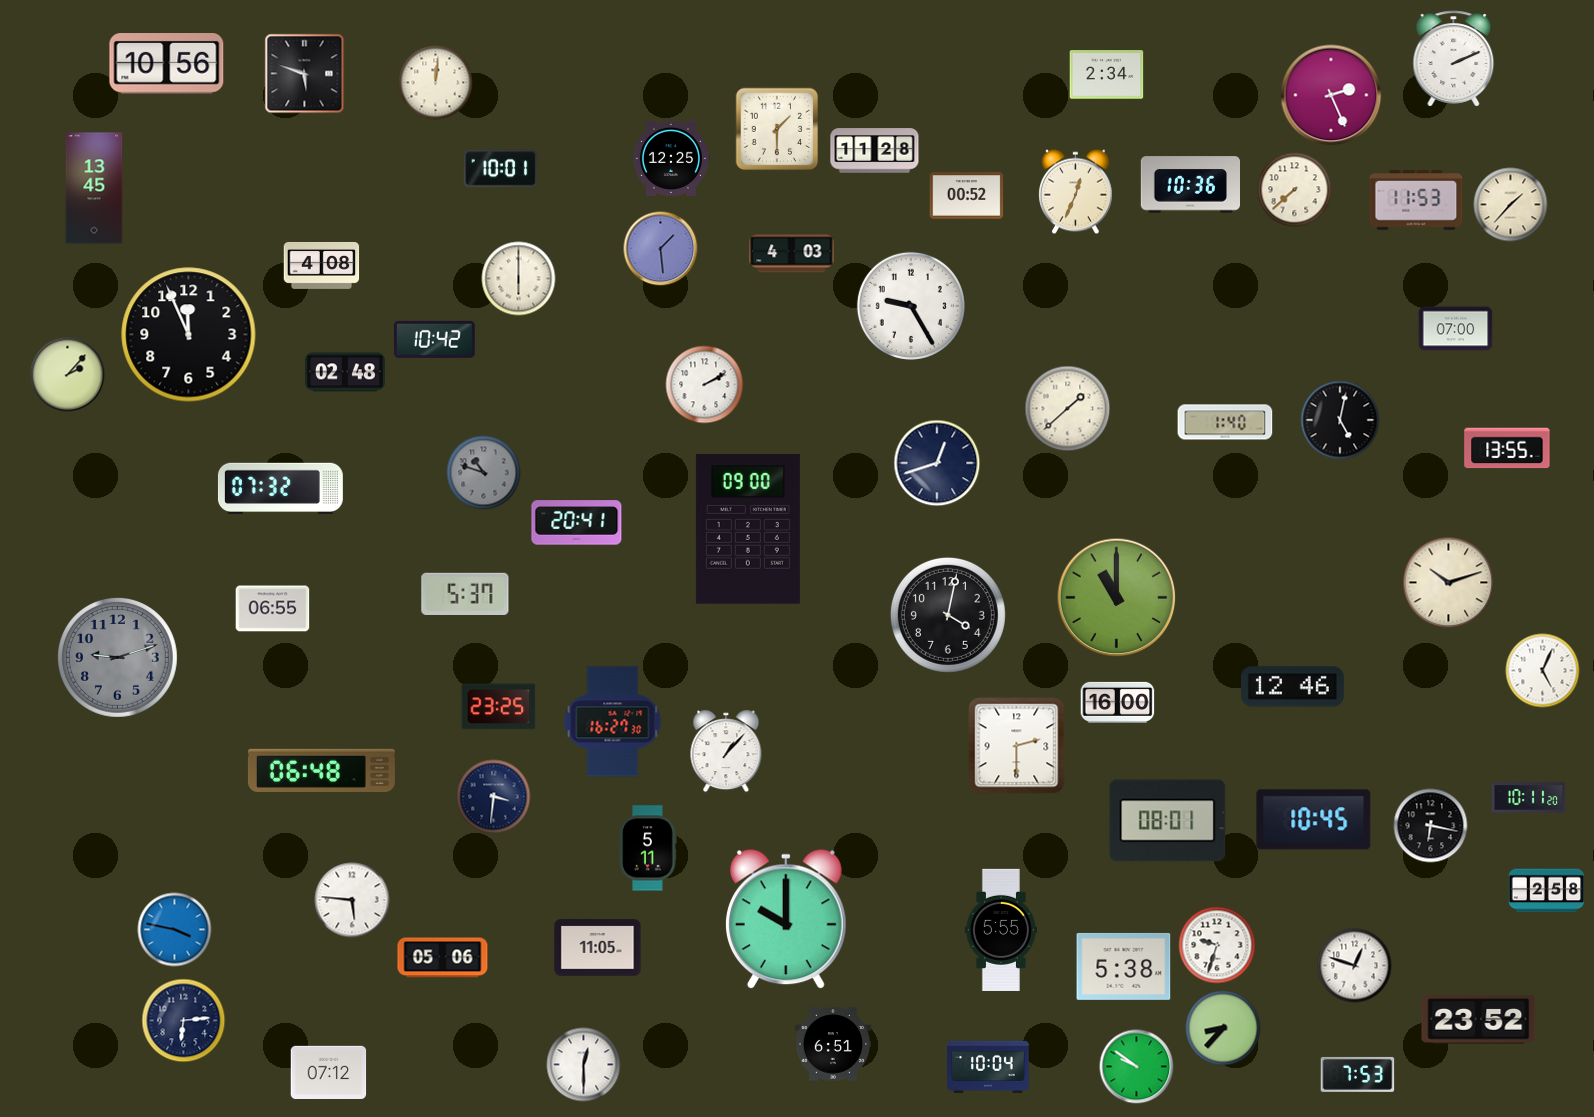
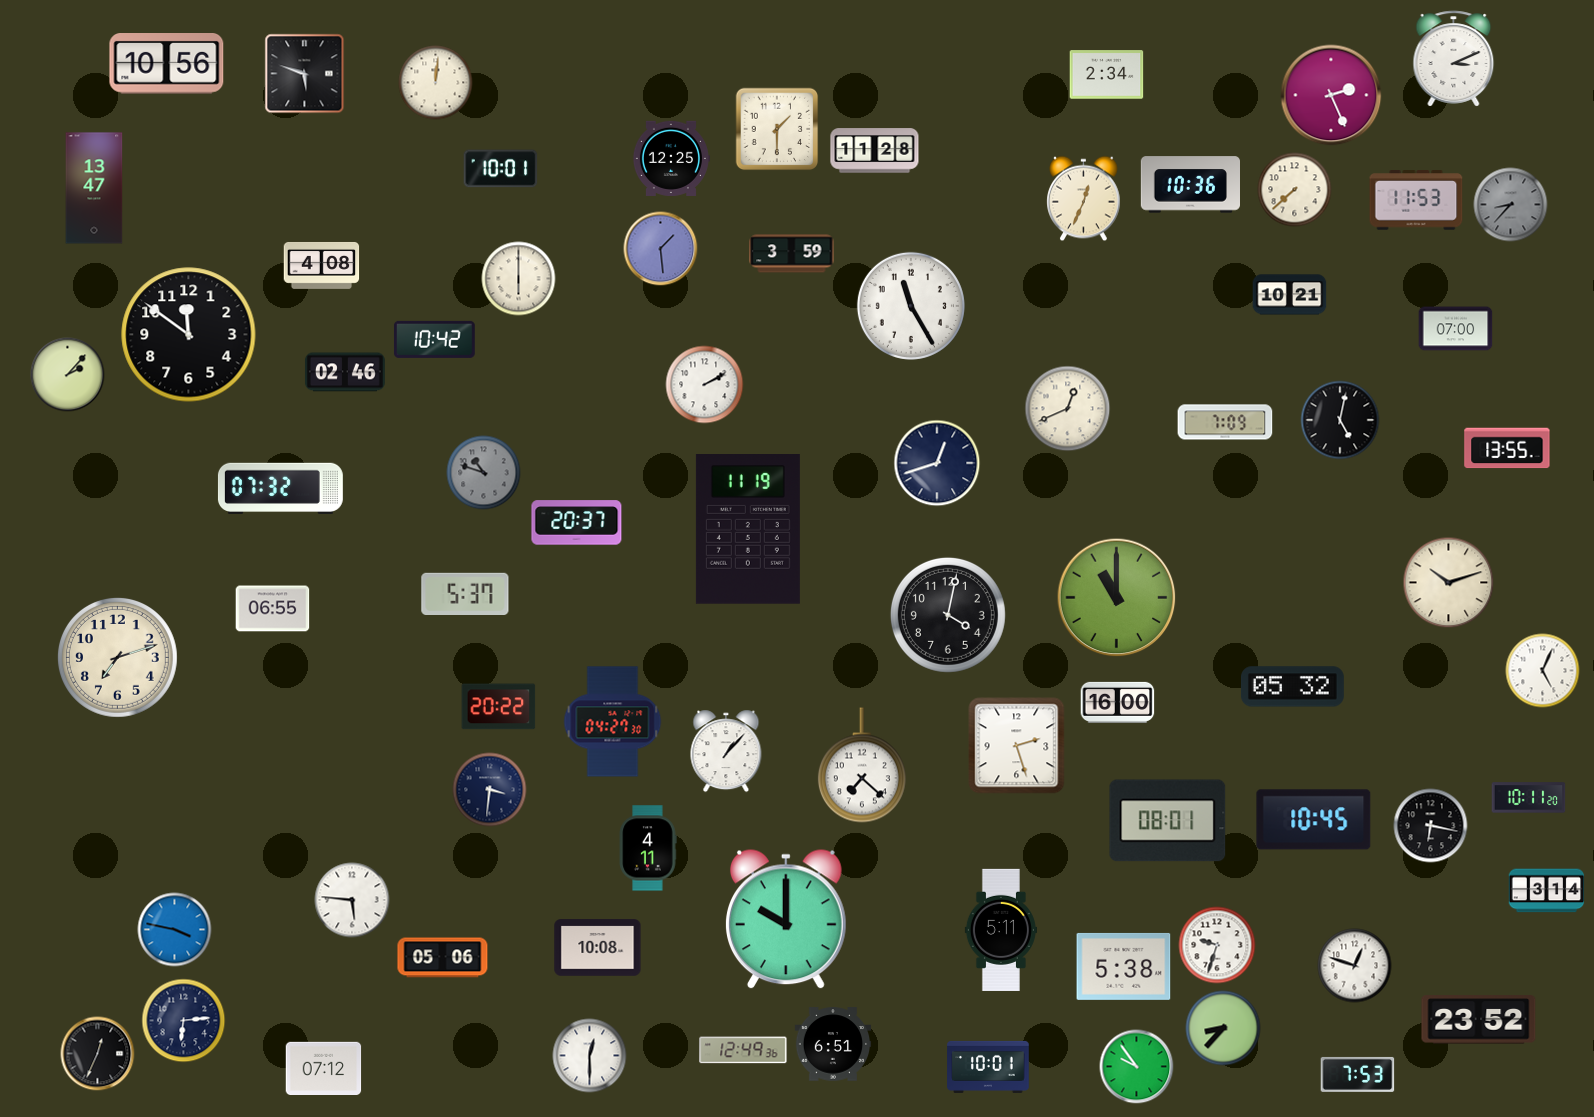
clock at (1454, 59): 2:11 -> 3:11
clock at (94, 188): 13:45 -> 13:47
clock at (1076, 192) position: (1076, 192) -> (1084, 199)
clock at (967, 196): 00:52 -> none
clock at (1511, 205): 1:37 -> 8:37
clock at (1511, 205) dial: cream -> grey
clock at (792, 254): 4:03 -> 3:59
clock at (1290, 295): none -> 10:21
clock at (911, 306): 9:25 -> 11:25
clock at (189, 335): 11:56 -> 11:51
clock at (345, 372): 02:48 -> 02:46
clock at (1068, 409): 1:38 -> 12:41
clock at (1225, 422): 1:40 -> 7:09
clock at (577, 523): 20:41 -> 20:37
clock at (748, 529): 09:00 -> 11:19
clock at (117, 657): 9:12 -> 7:12
clock at (117, 657) dial: grey -> cream
clock at (1292, 687): 12:46 -> 05:32
clock at (499, 707): 23:25 -> 20:22
clock at (613, 722): 16:27 -> 04:27
clock at (1017, 746): 2:30 -> 2:27
clock at (862, 765): none -> 7:22
clock at (321, 770): 06:48 -> none
clock at (494, 797) position: (494, 797) -> (490, 790)
clock at (648, 848): 5:11 -> 4:11
clock at (1547, 891): 2:58 -> 3:14
clock at (1001, 930): 5:55 -> 5:11
clock at (598, 948): 11:05 -> 10:08
clock at (743, 1050): none -> 12:49
clock at (98, 1054): none -> 12:34
clock at (584, 1065) position: (584, 1065) -> (590, 1056)
clock at (988, 1067): 10:04 -> 10:01
clock at (1137, 1067): 9:51 -> 9:54
clock at (329, 1072) position: (329, 1072) -> (324, 1068)
